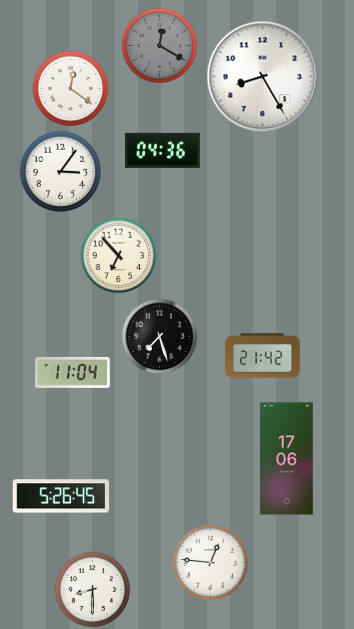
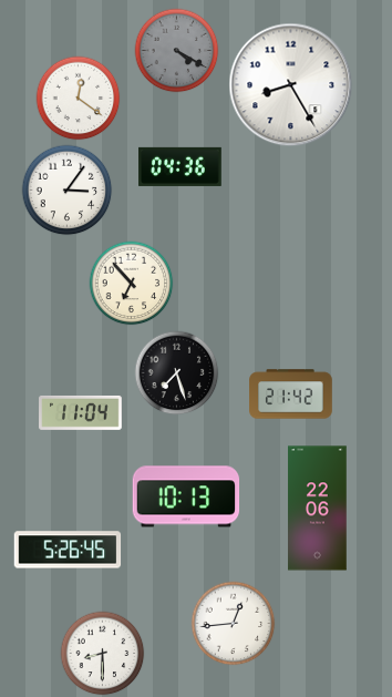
clock at (160, 46): 12:20 -> 4:20
clock at (186, 496): none -> 10:13
clock at (287, 459): 17:06 -> 22:06
clock at (211, 563): 12:46 -> 12:44
